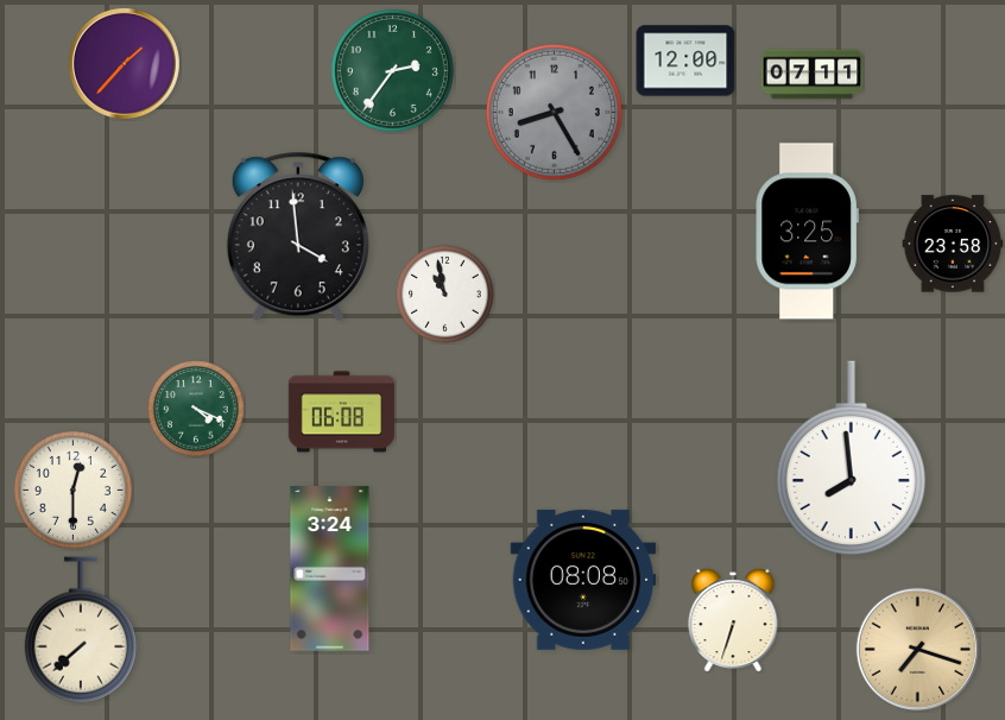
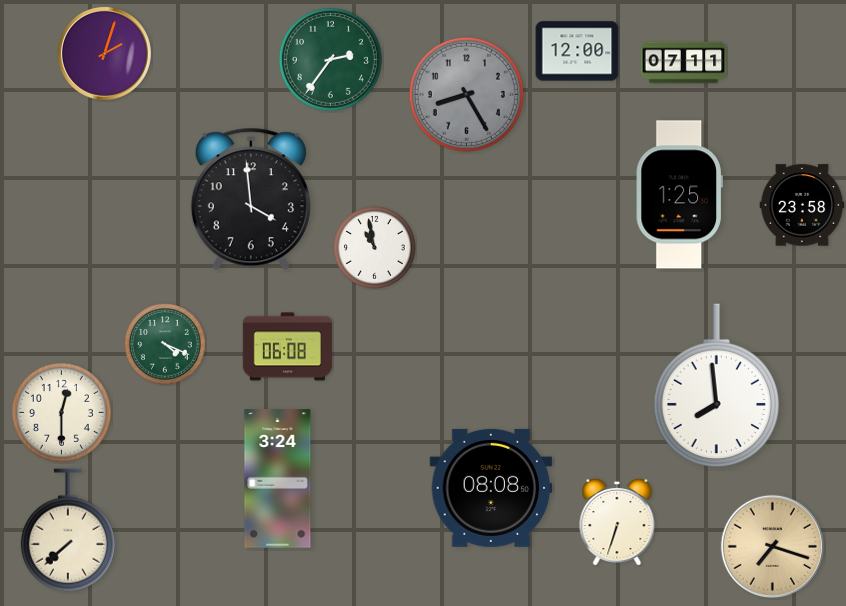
clock at (124, 63): 1:37 -> 2:03
clock at (807, 232): 3:25 -> 1:25
